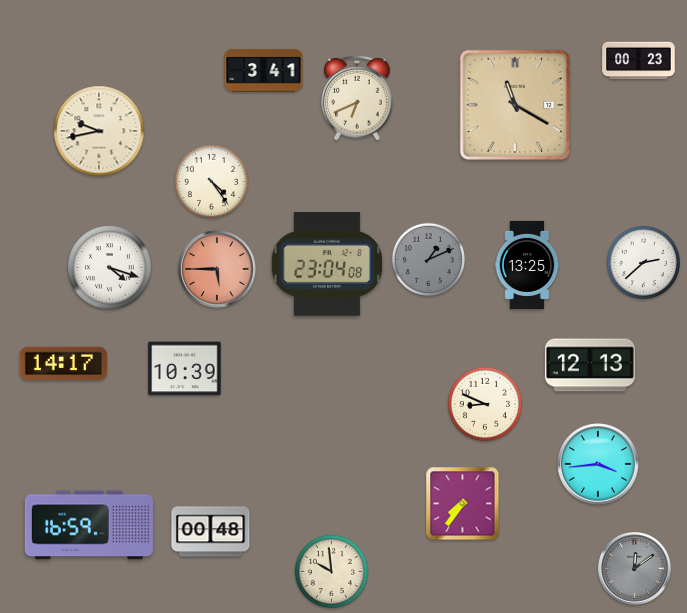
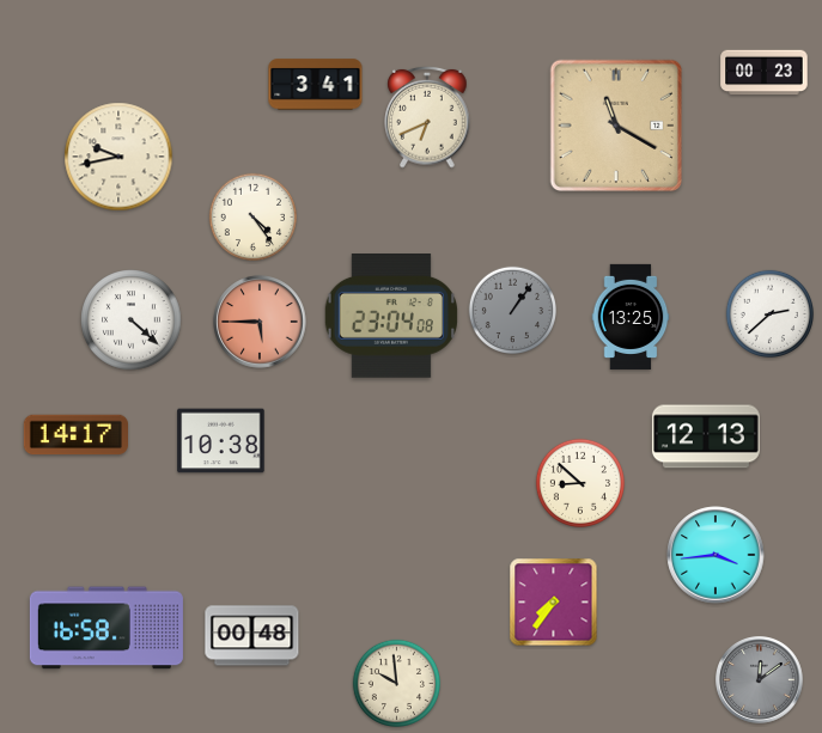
clock at (428, 259): 1:11 -> 1:06
clock at (110, 268): 4:18 -> 4:22
clock at (185, 369): 10:39 -> 10:38
clock at (484, 403): 8:49 -> 8:52
clock at (89, 525): 16:59 -> 16:58
